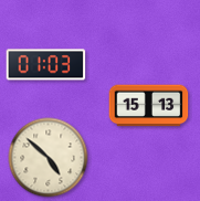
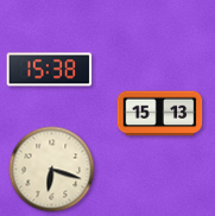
clock at (46, 65): 01:03 -> 15:38
clock at (49, 158): 4:52 -> 6:18
